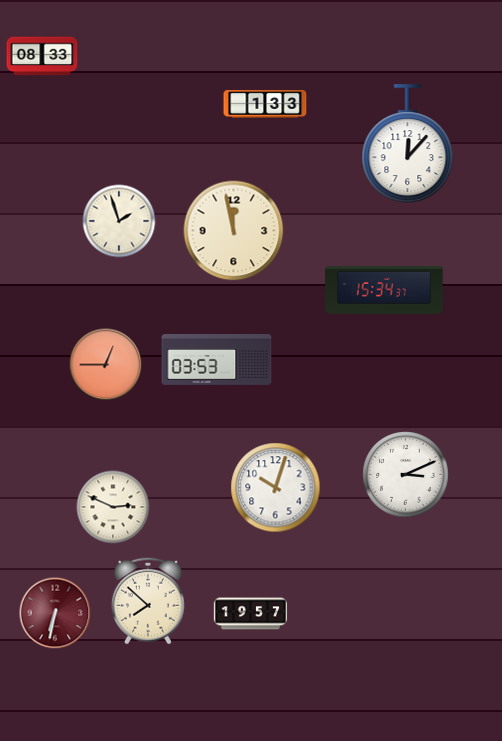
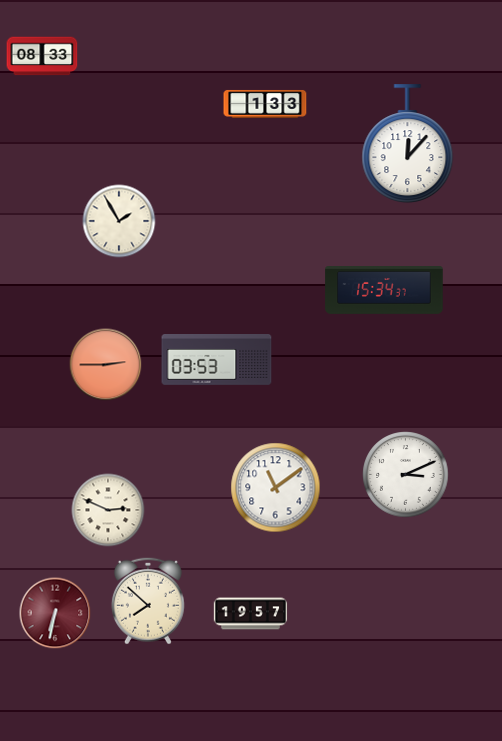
clock at (119, 221): 1:57 -> 1:55
clock at (234, 231): 11:58 -> none
clock at (106, 365): 12:45 -> 2:45
clock at (276, 488): 10:03 -> 11:09
clock at (113, 507) position: (113, 507) -> (108, 510)
